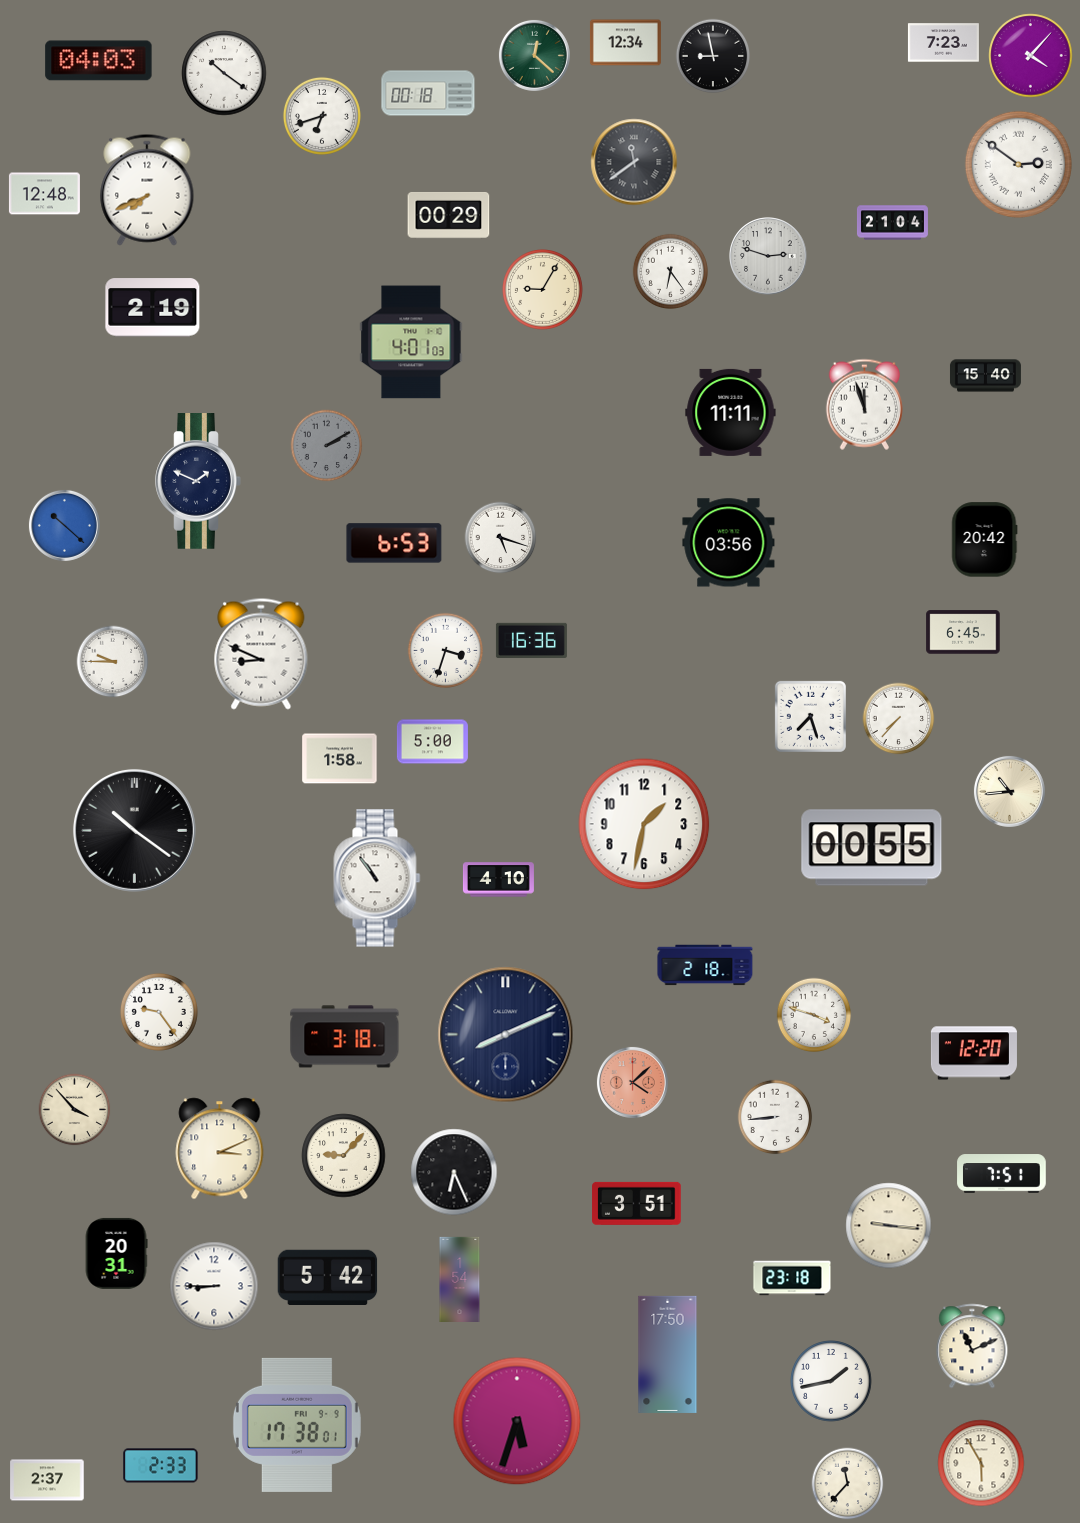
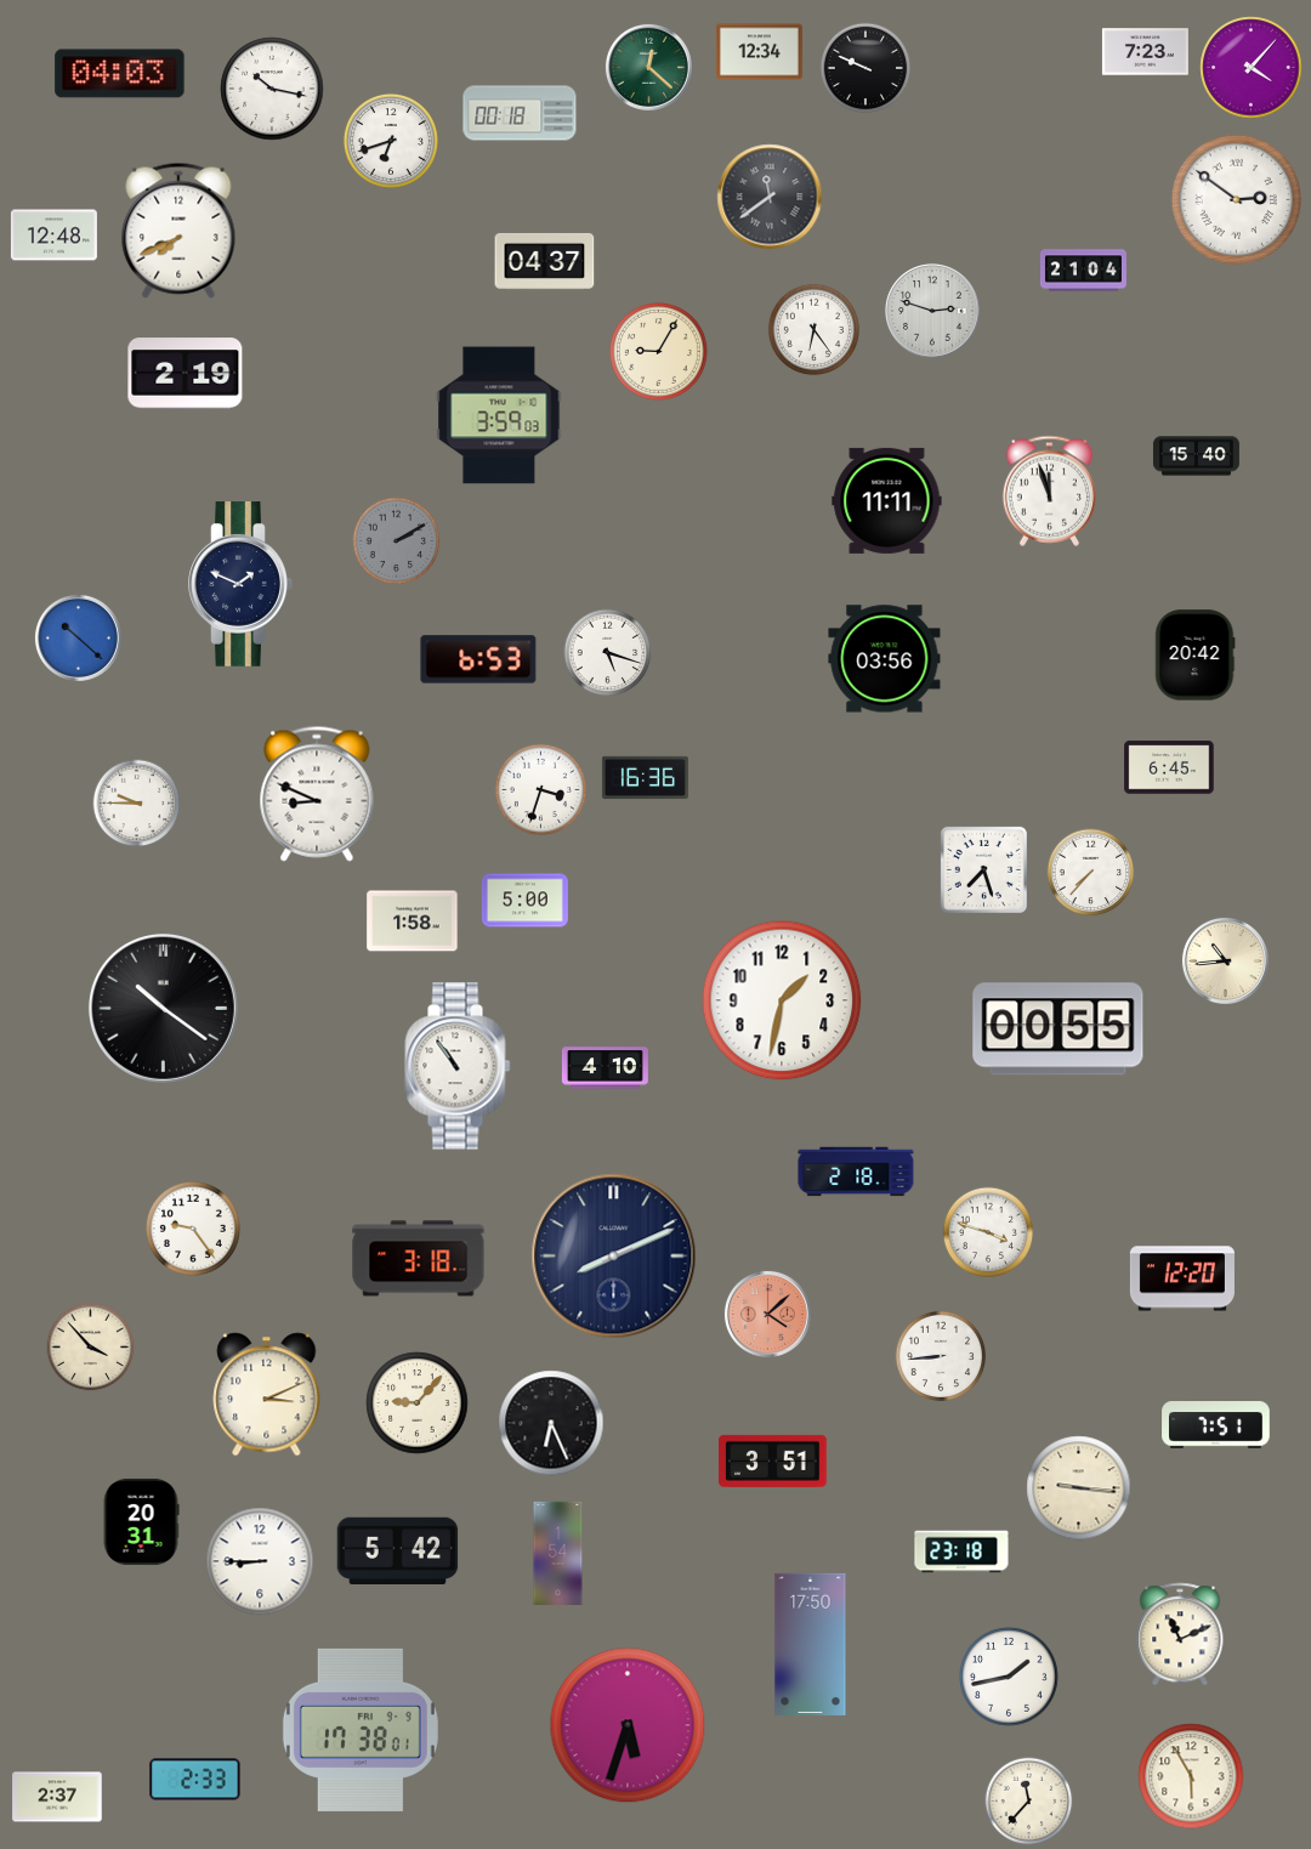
clock at (713, 56): 8:58 -> 9:49
clock at (224, 73): 10:21 -> 10:17
clock at (449, 215): 00:29 -> 04:37
clock at (411, 342): 4:01 -> 3:59
